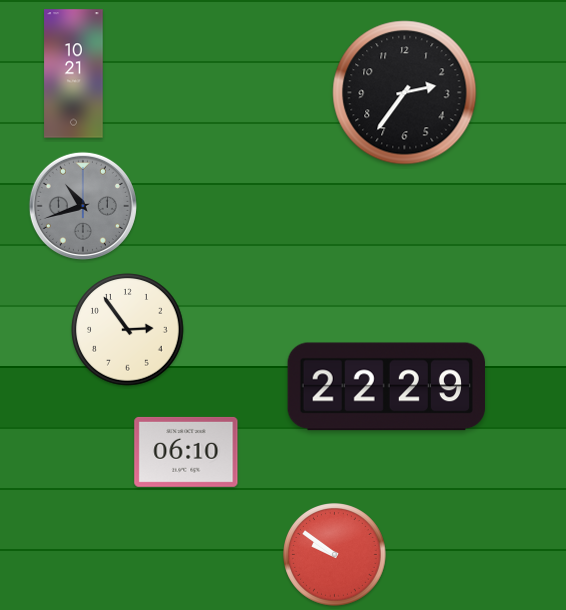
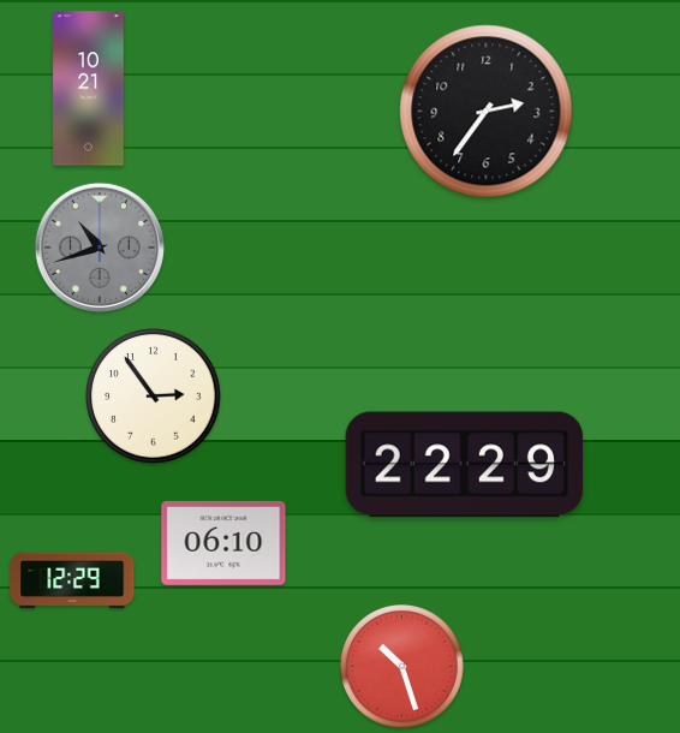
clock at (72, 580): none -> 12:29
clock at (335, 555): 9:51 -> 10:27
